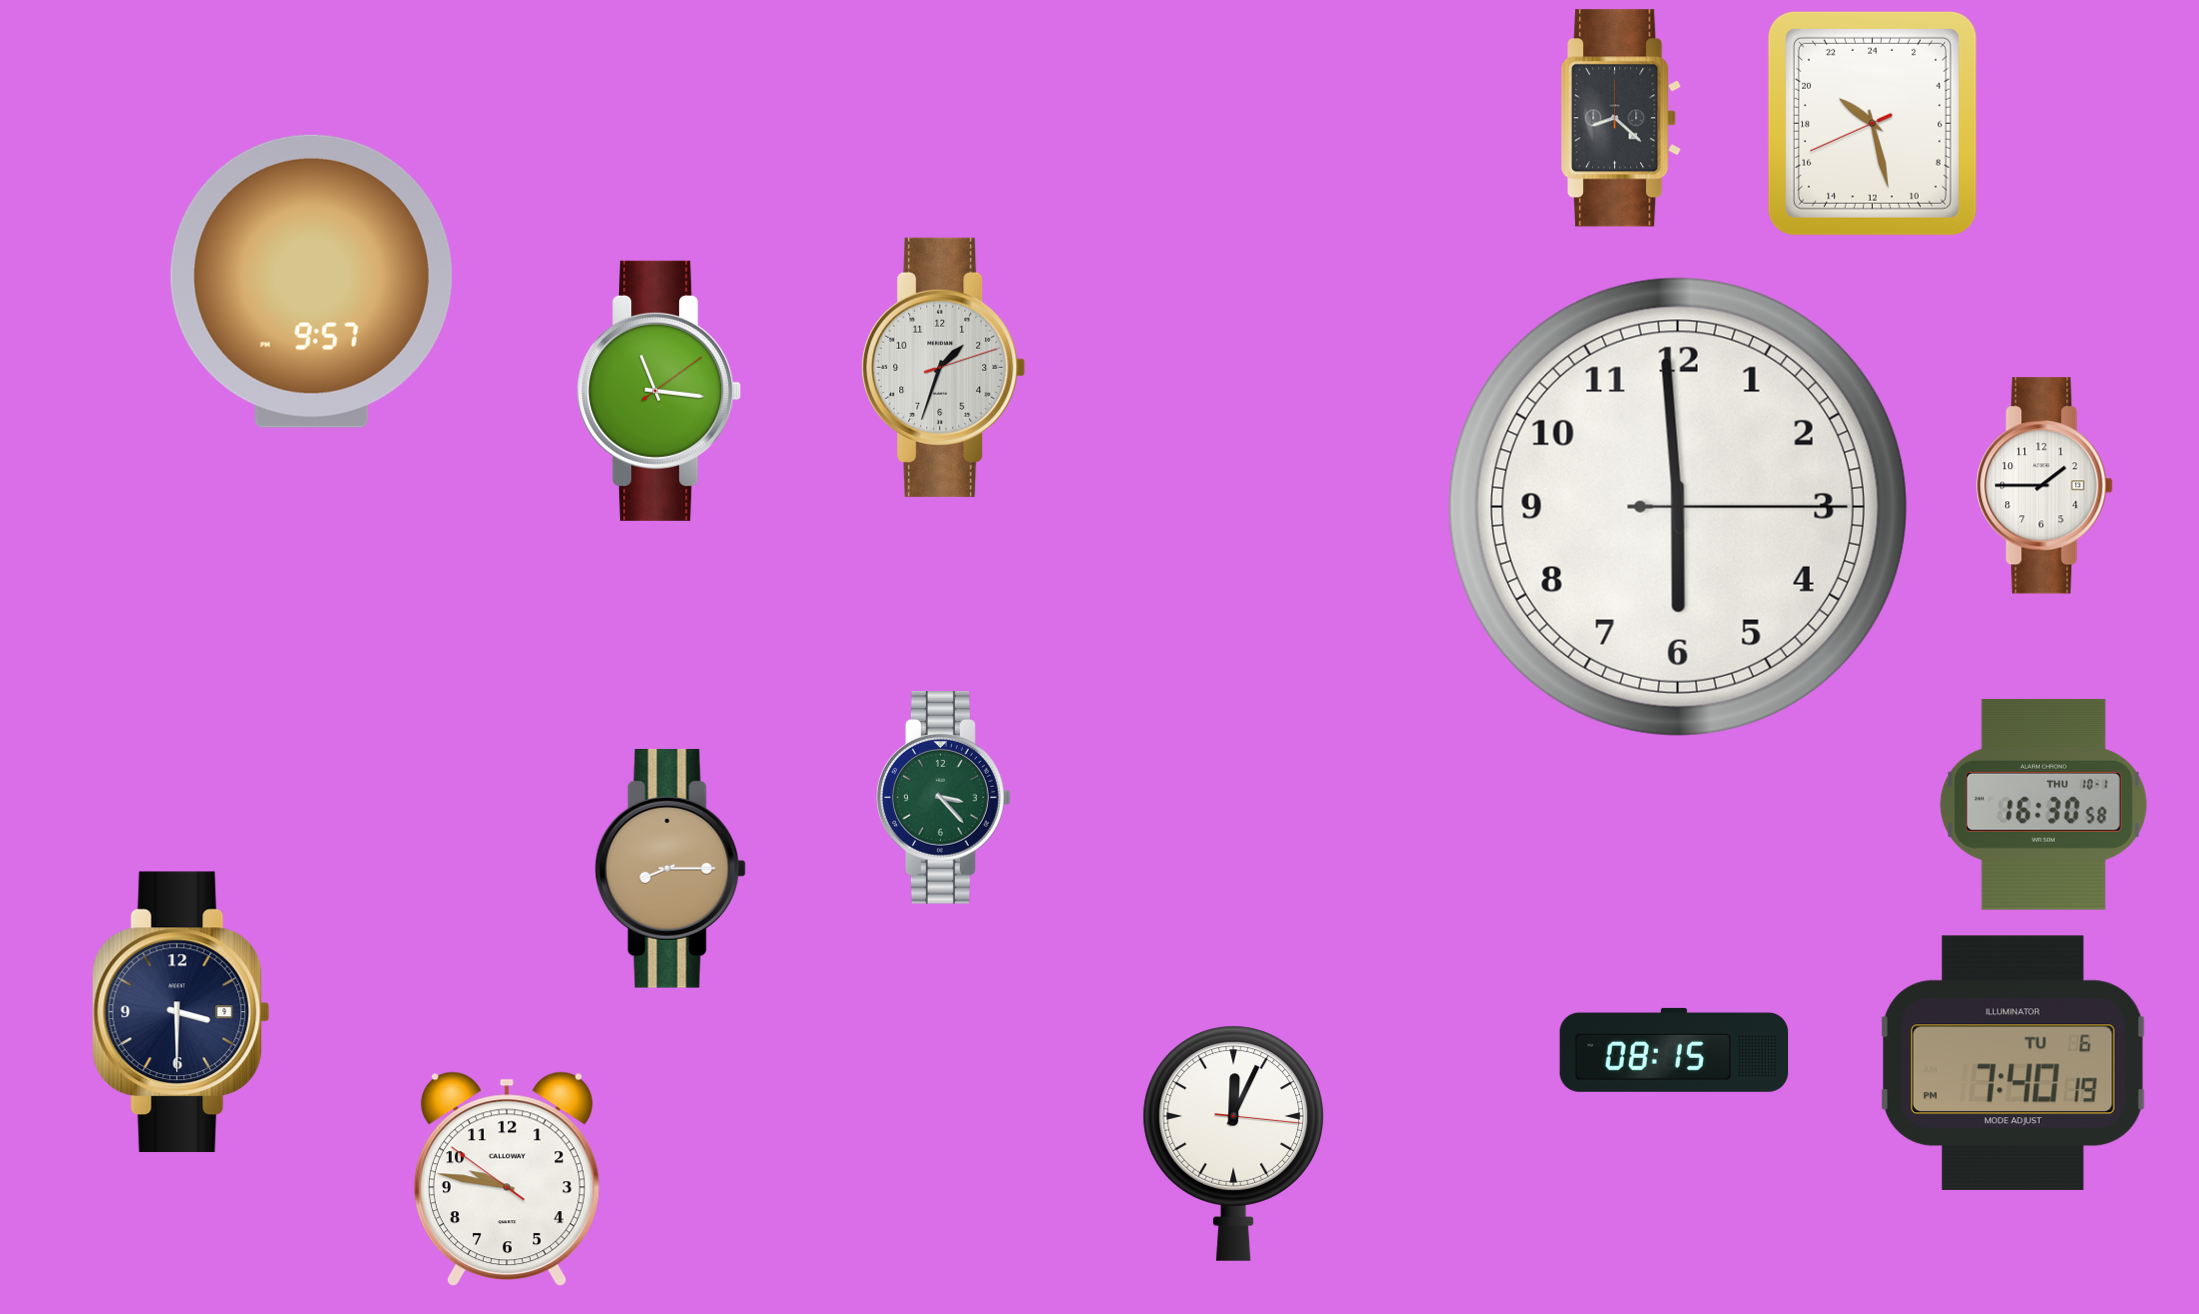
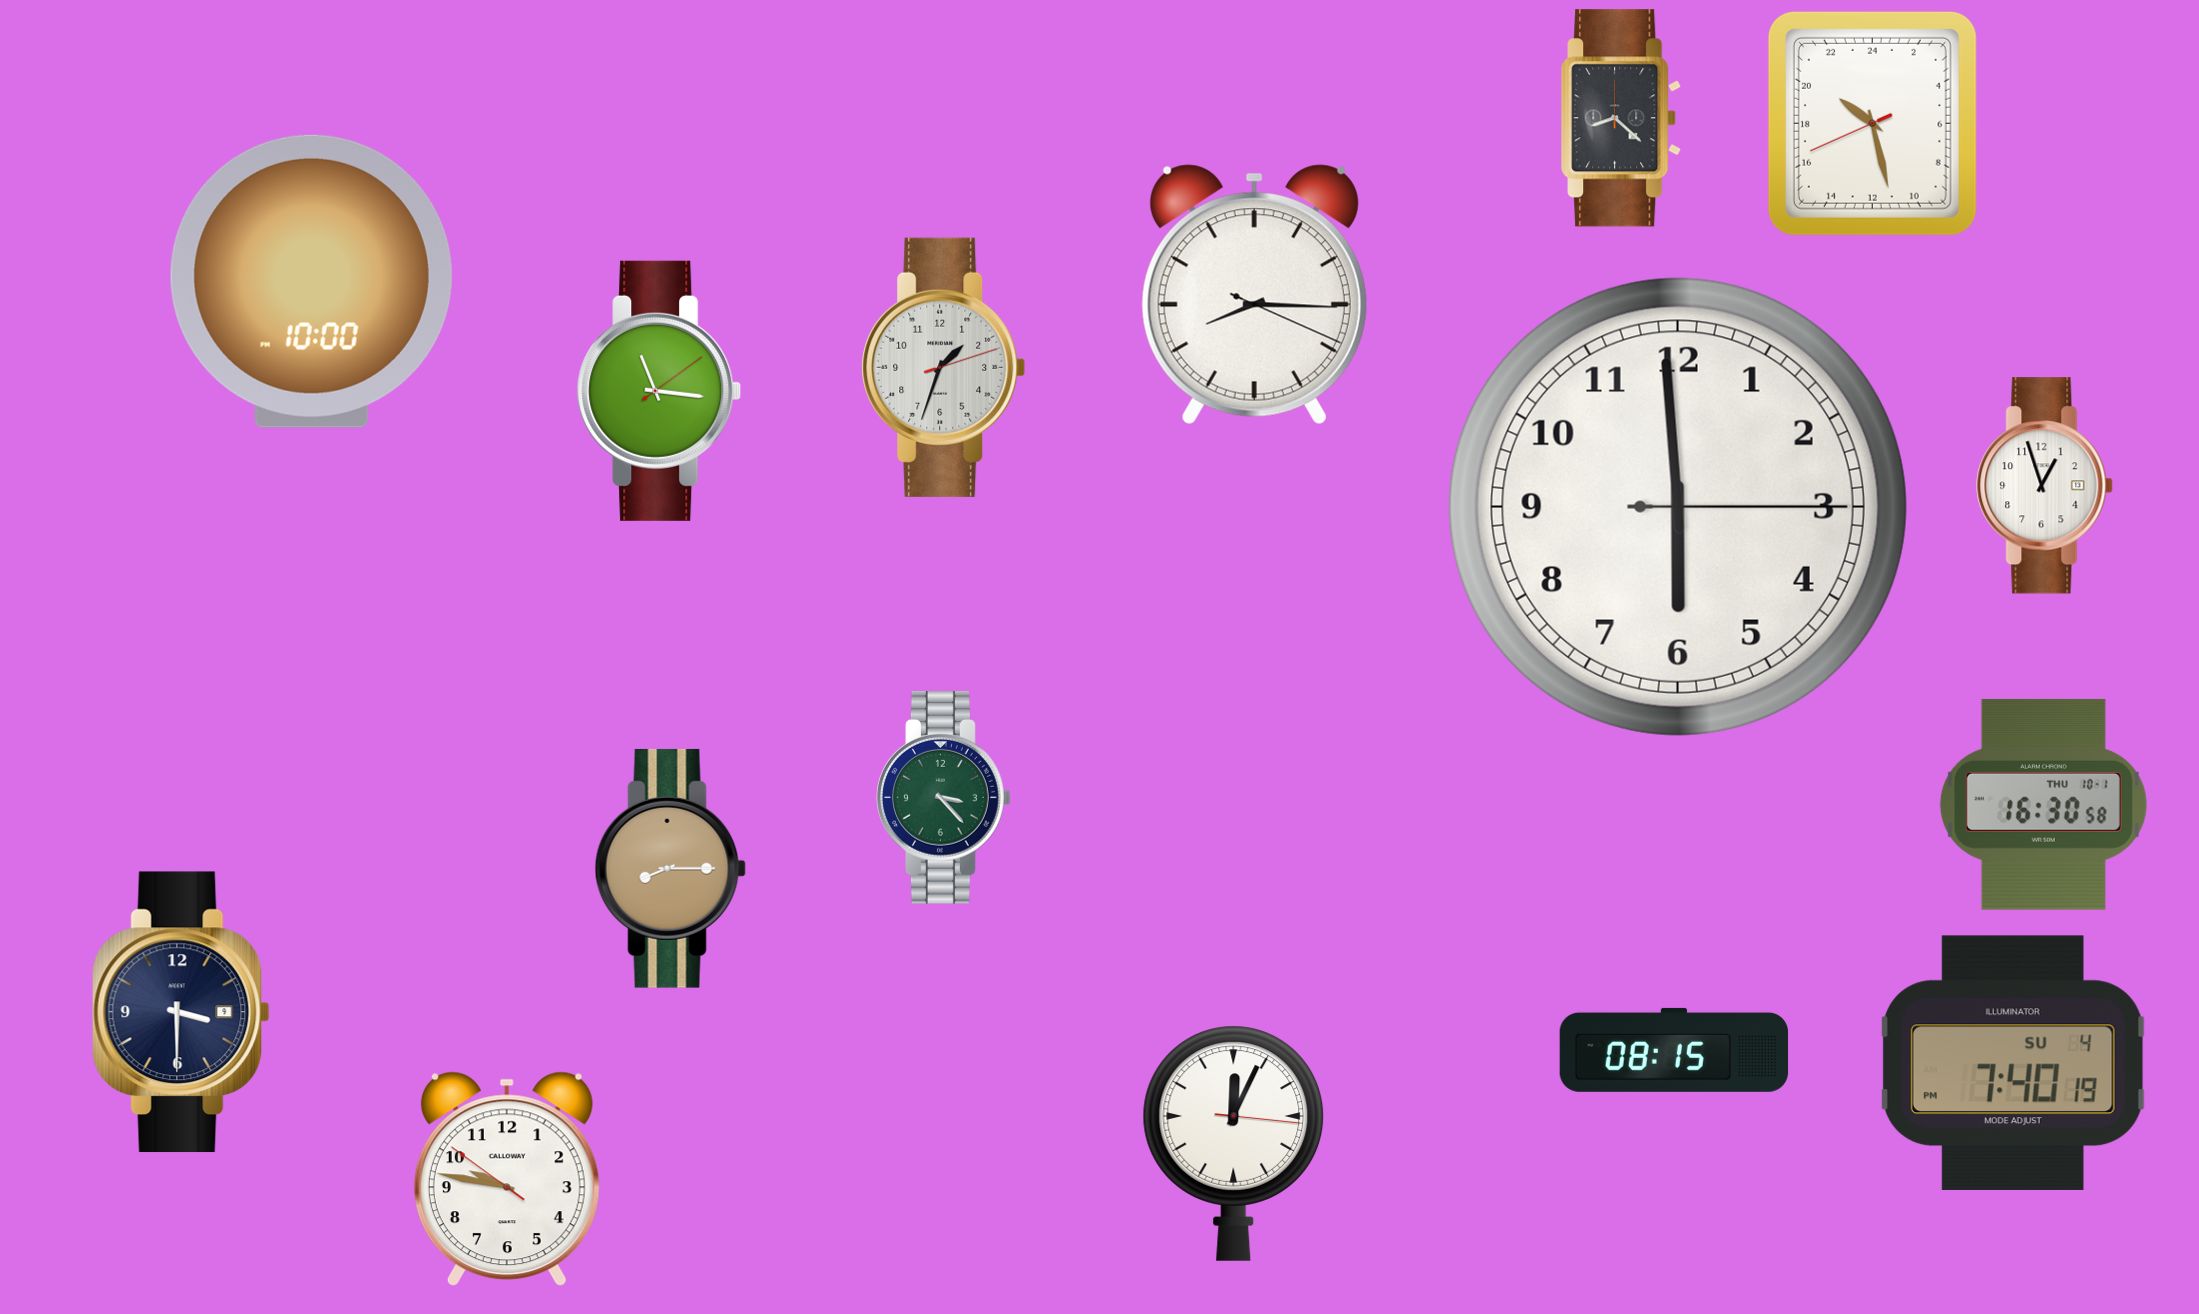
clock at (311, 281): 9:57 -> 10:00
clock at (1254, 295): none -> 8:15
clock at (2045, 486): 1:45 -> 12:57
clock at (2013, 1063) date: TU 6 -> SU 4
